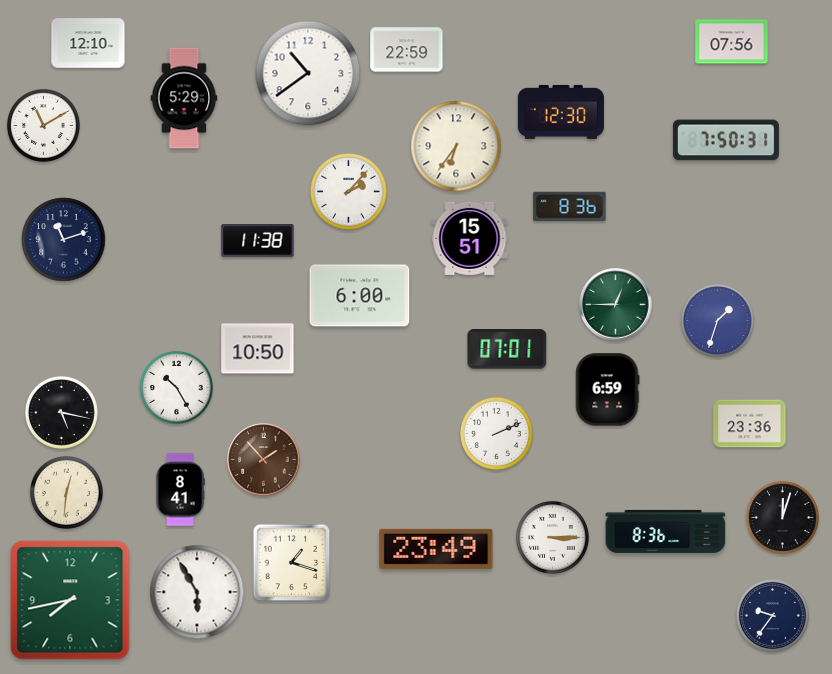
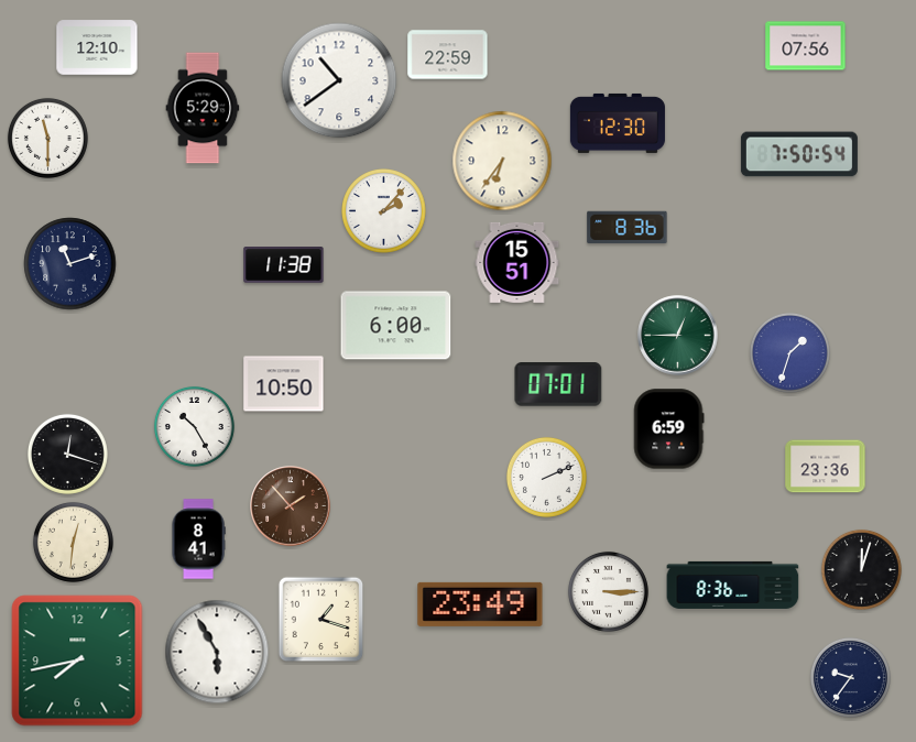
clock at (43, 125): 11:10 -> 11:30
clock at (726, 140): 7:50:31 -> 7:50:54
clock at (61, 412): 5:17 -> 12:18
